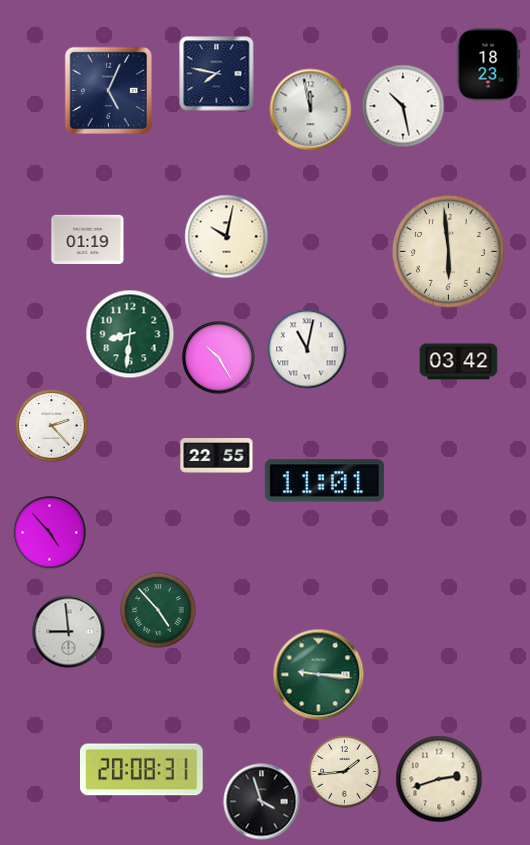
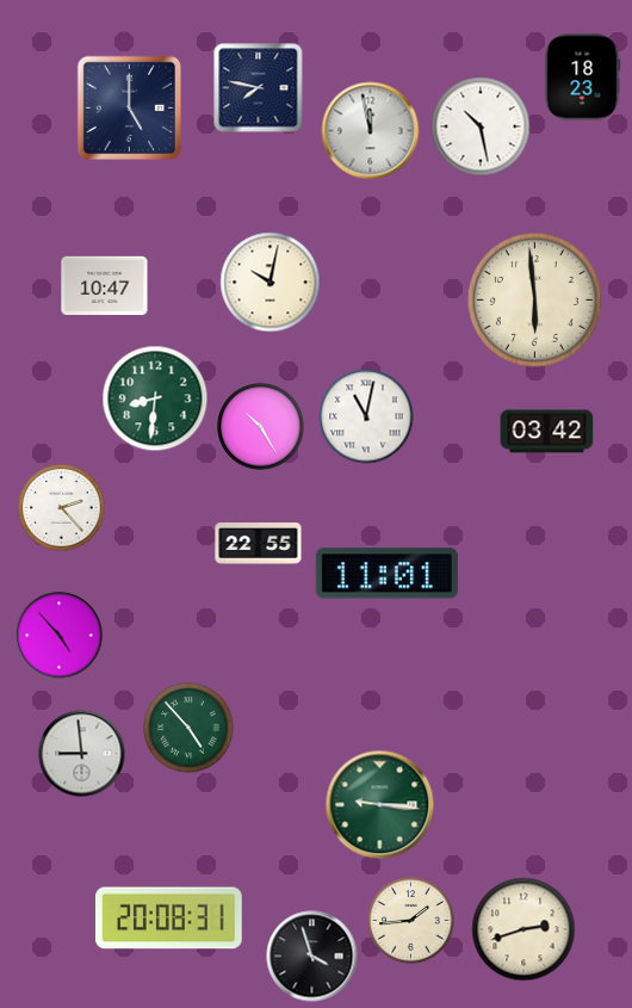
clock at (109, 91): 5:04 -> 5:00
clock at (88, 239): 01:19 -> 10:47
